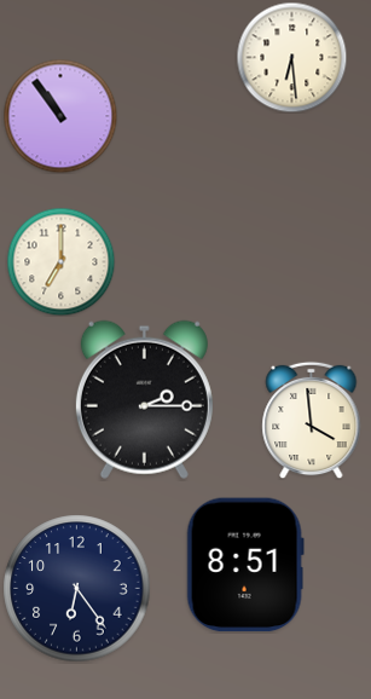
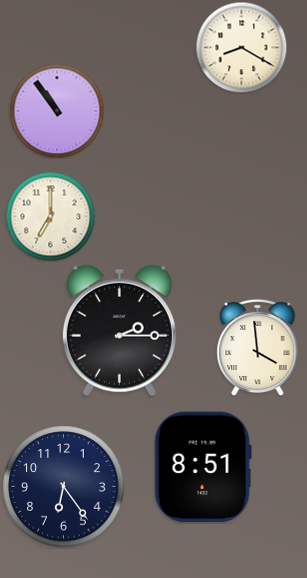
clock at (291, 57): 6:29 -> 8:20
clock at (60, 116) position: (60, 116) -> (57, 111)
